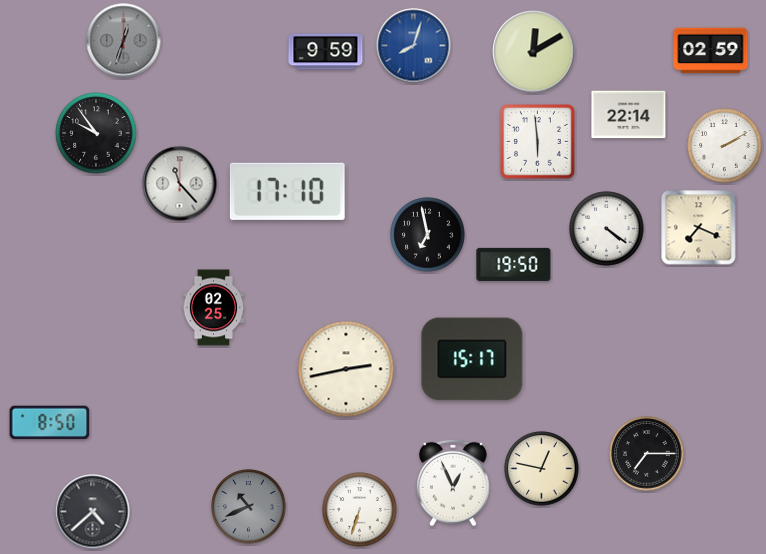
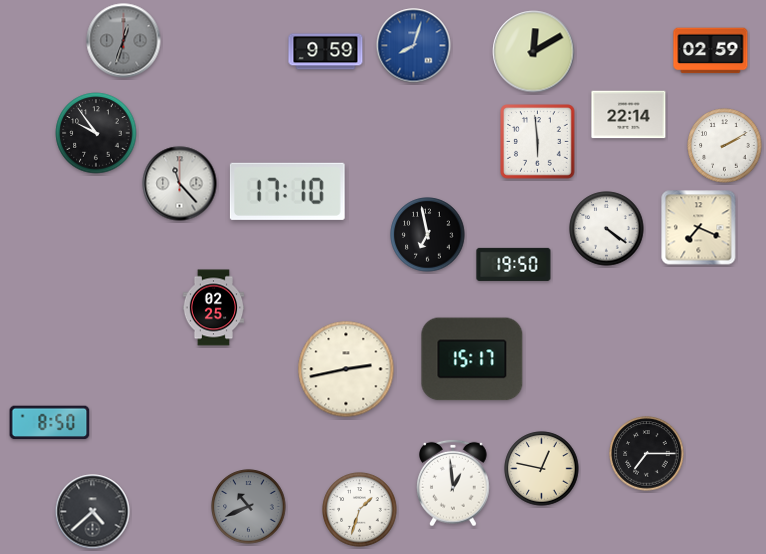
clock at (453, 483): 12:56 -> 12:59
clock at (360, 510): 6:33 -> 1:33
